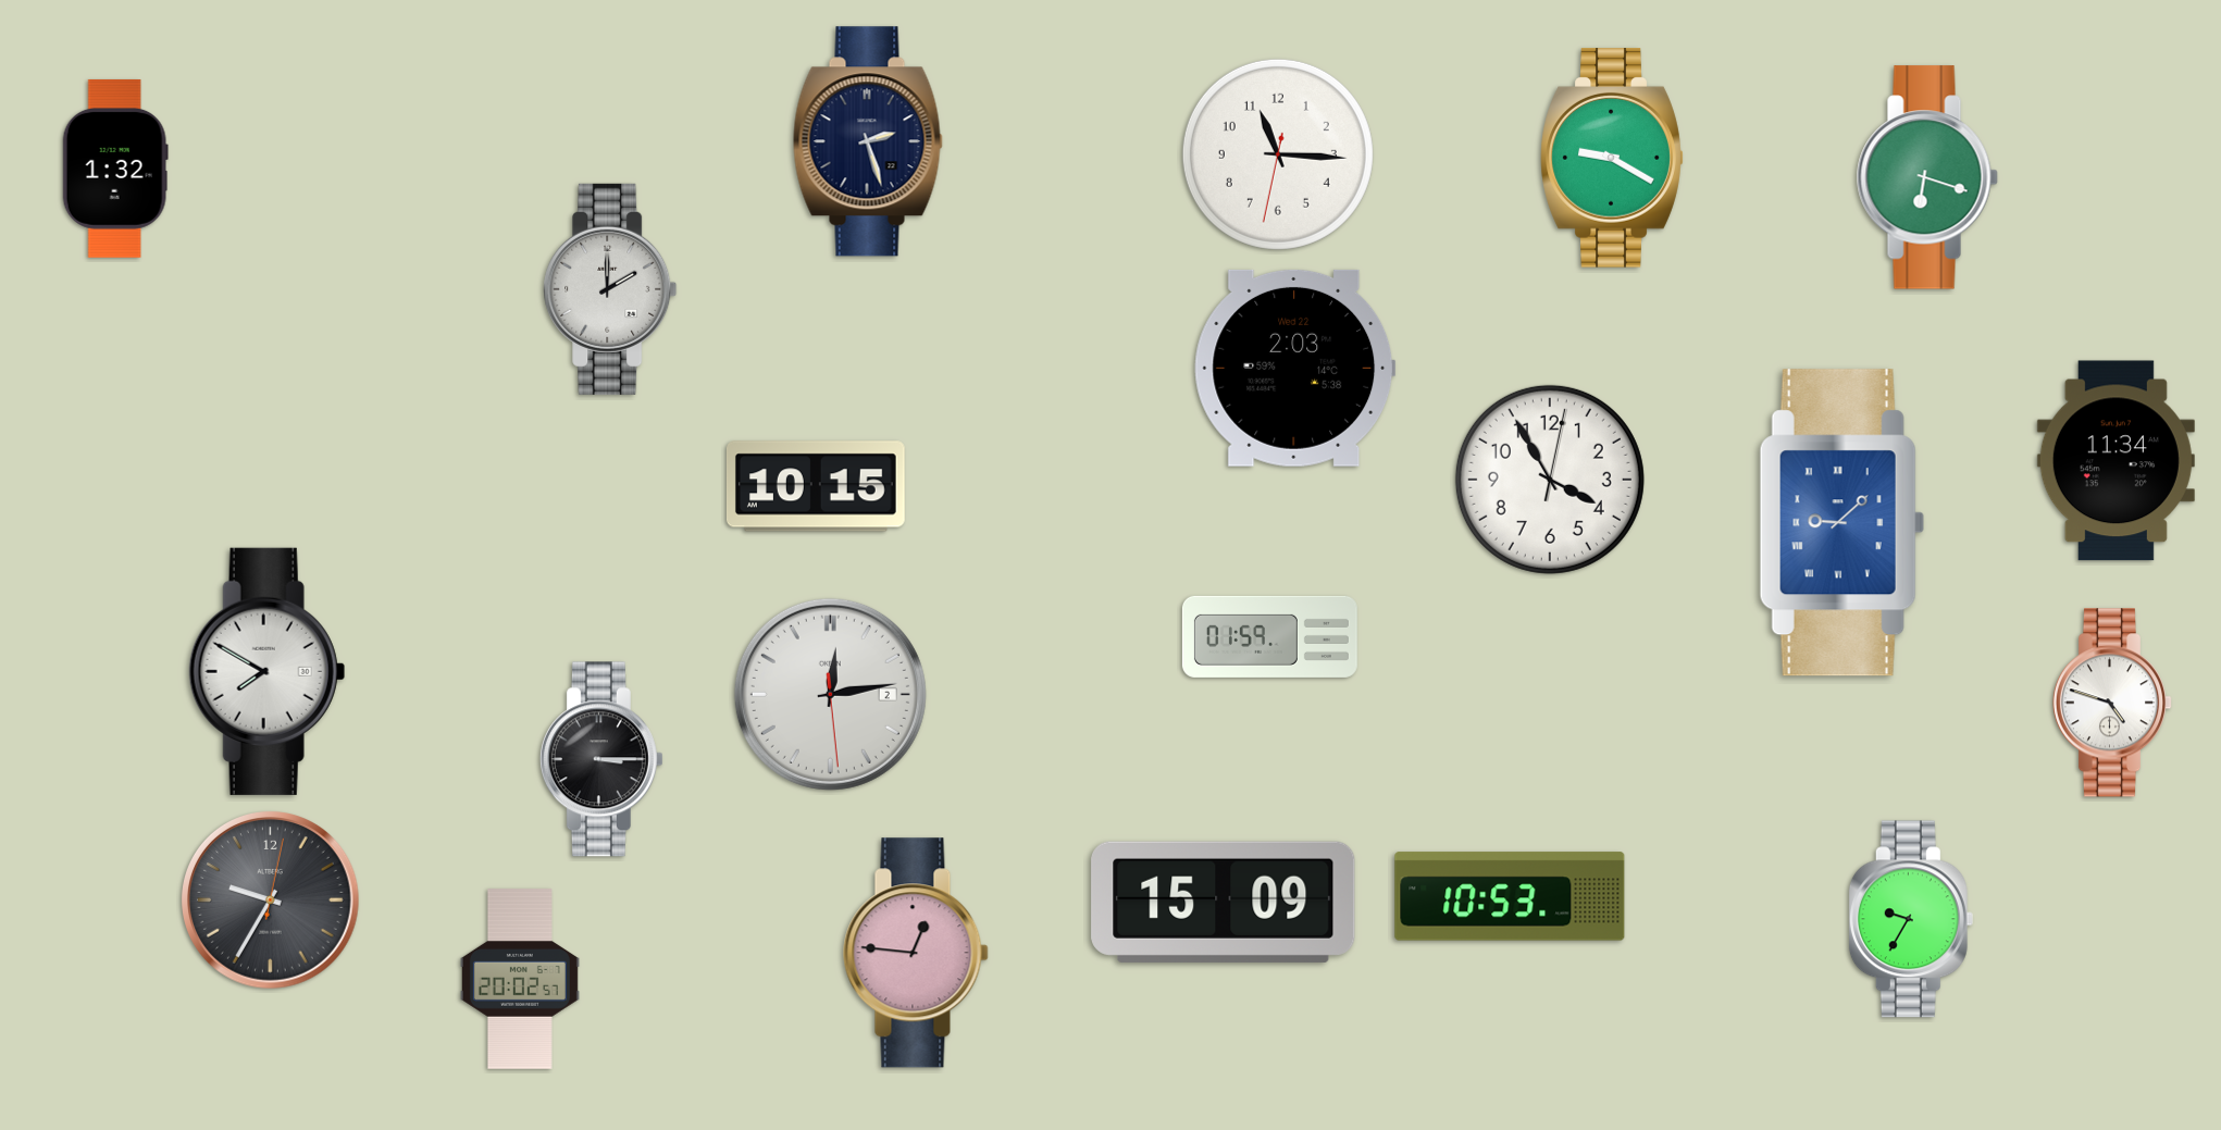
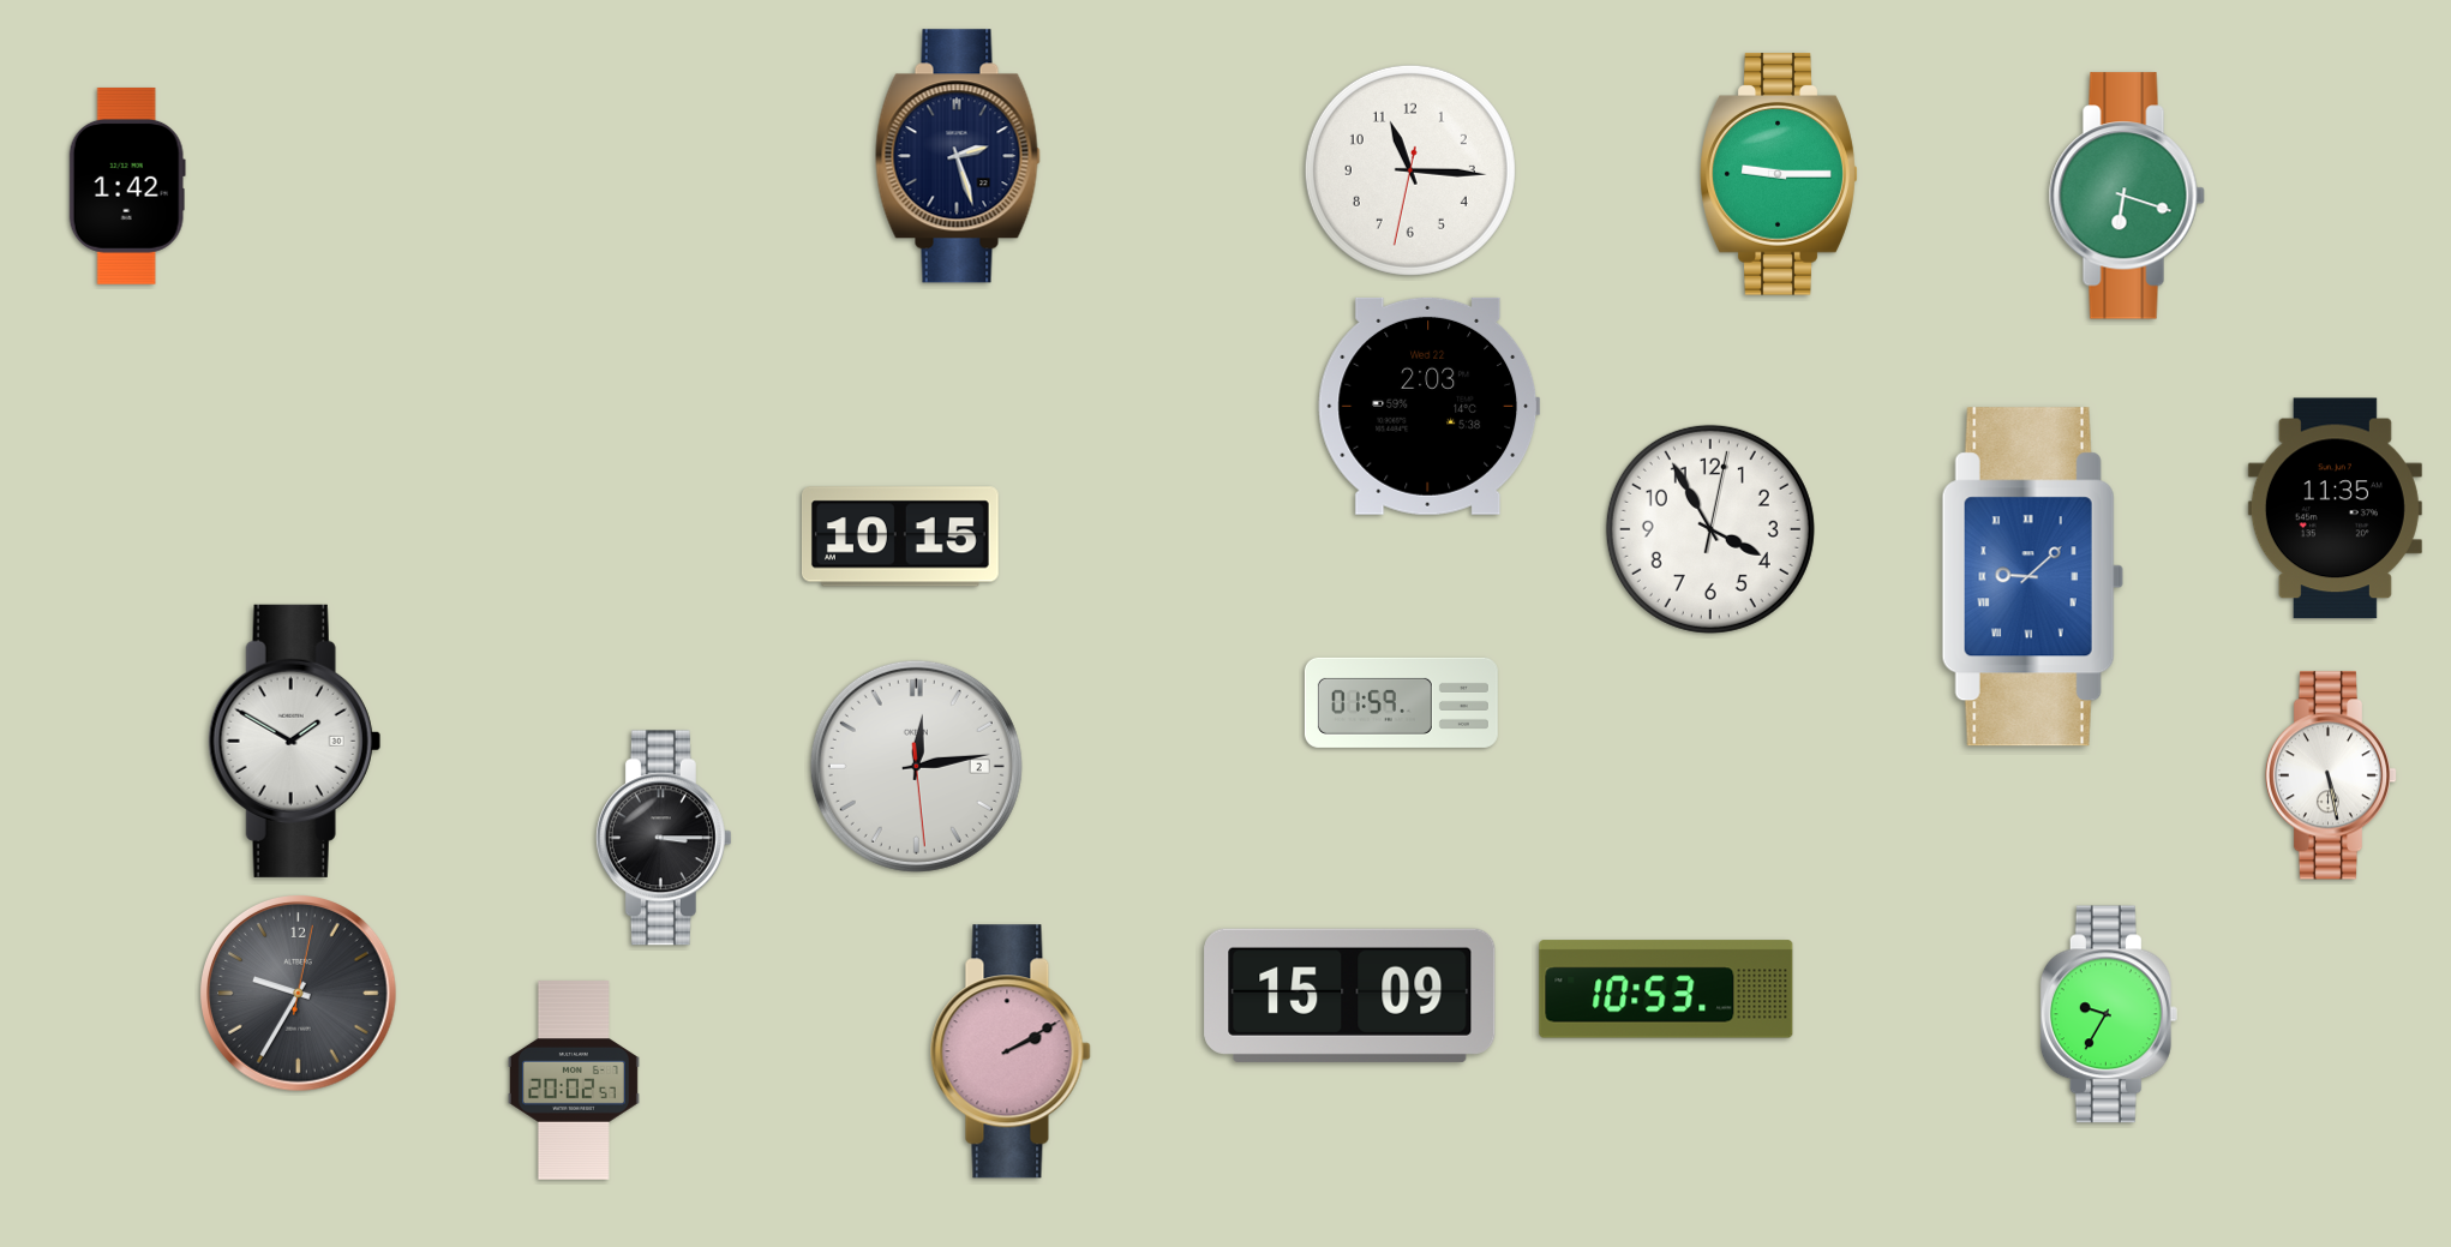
clock at (1612, 159): 9:20 -> 9:15
clock at (115, 169): 1:32 -> 1:42
clock at (610, 289): 2:00 -> none
clock at (2115, 461): 11:34 -> 11:35
clock at (266, 671): 7:50 -> 1:50
clock at (2112, 703): 4:48 -> 5:28
clock at (916, 953): 12:46 -> 2:10
